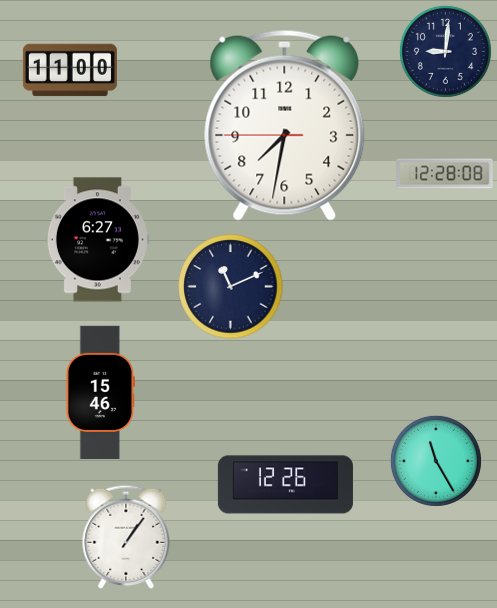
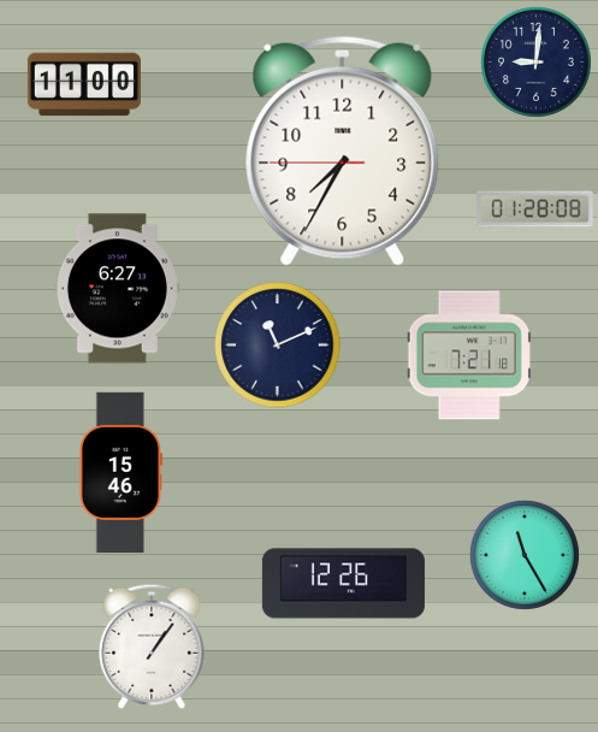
clock at (285, 125): 7:31 -> 7:34
clock at (445, 174): 12:28 -> 01:28
clock at (469, 355): none -> 7:21
